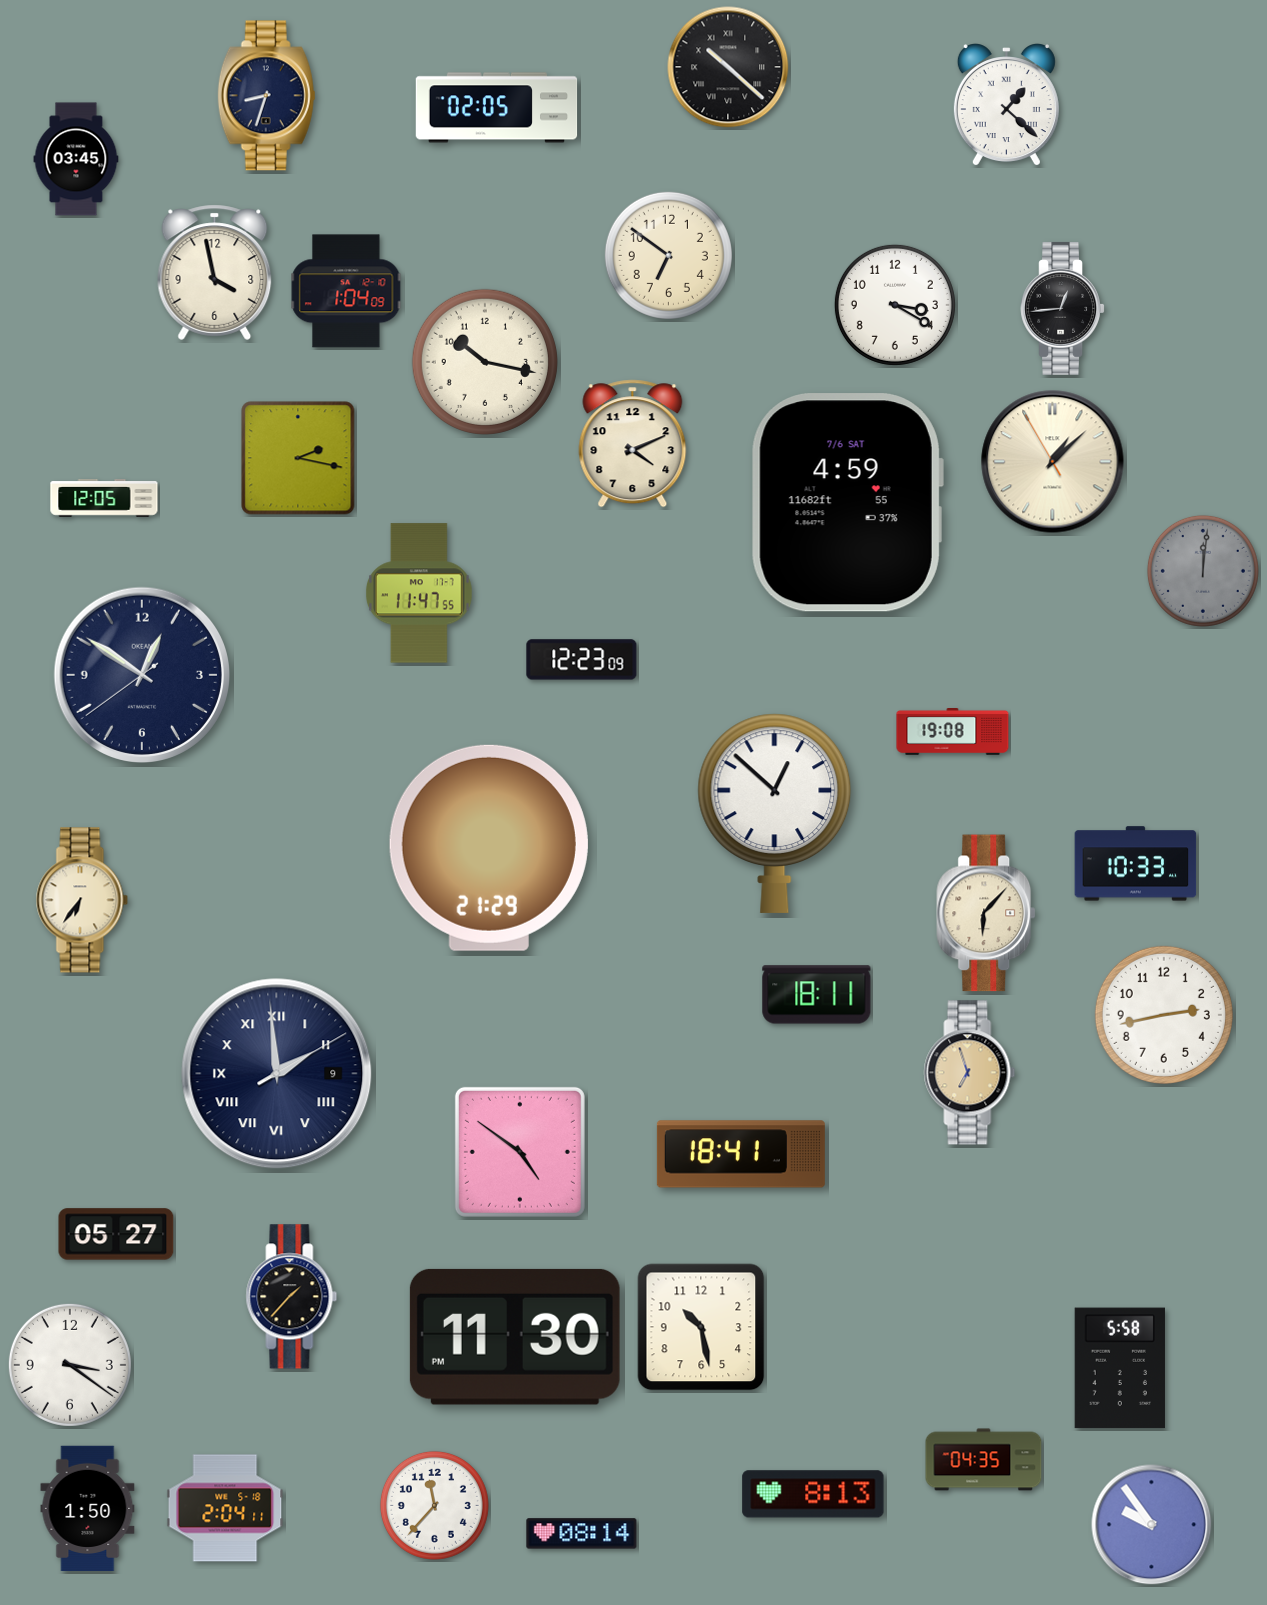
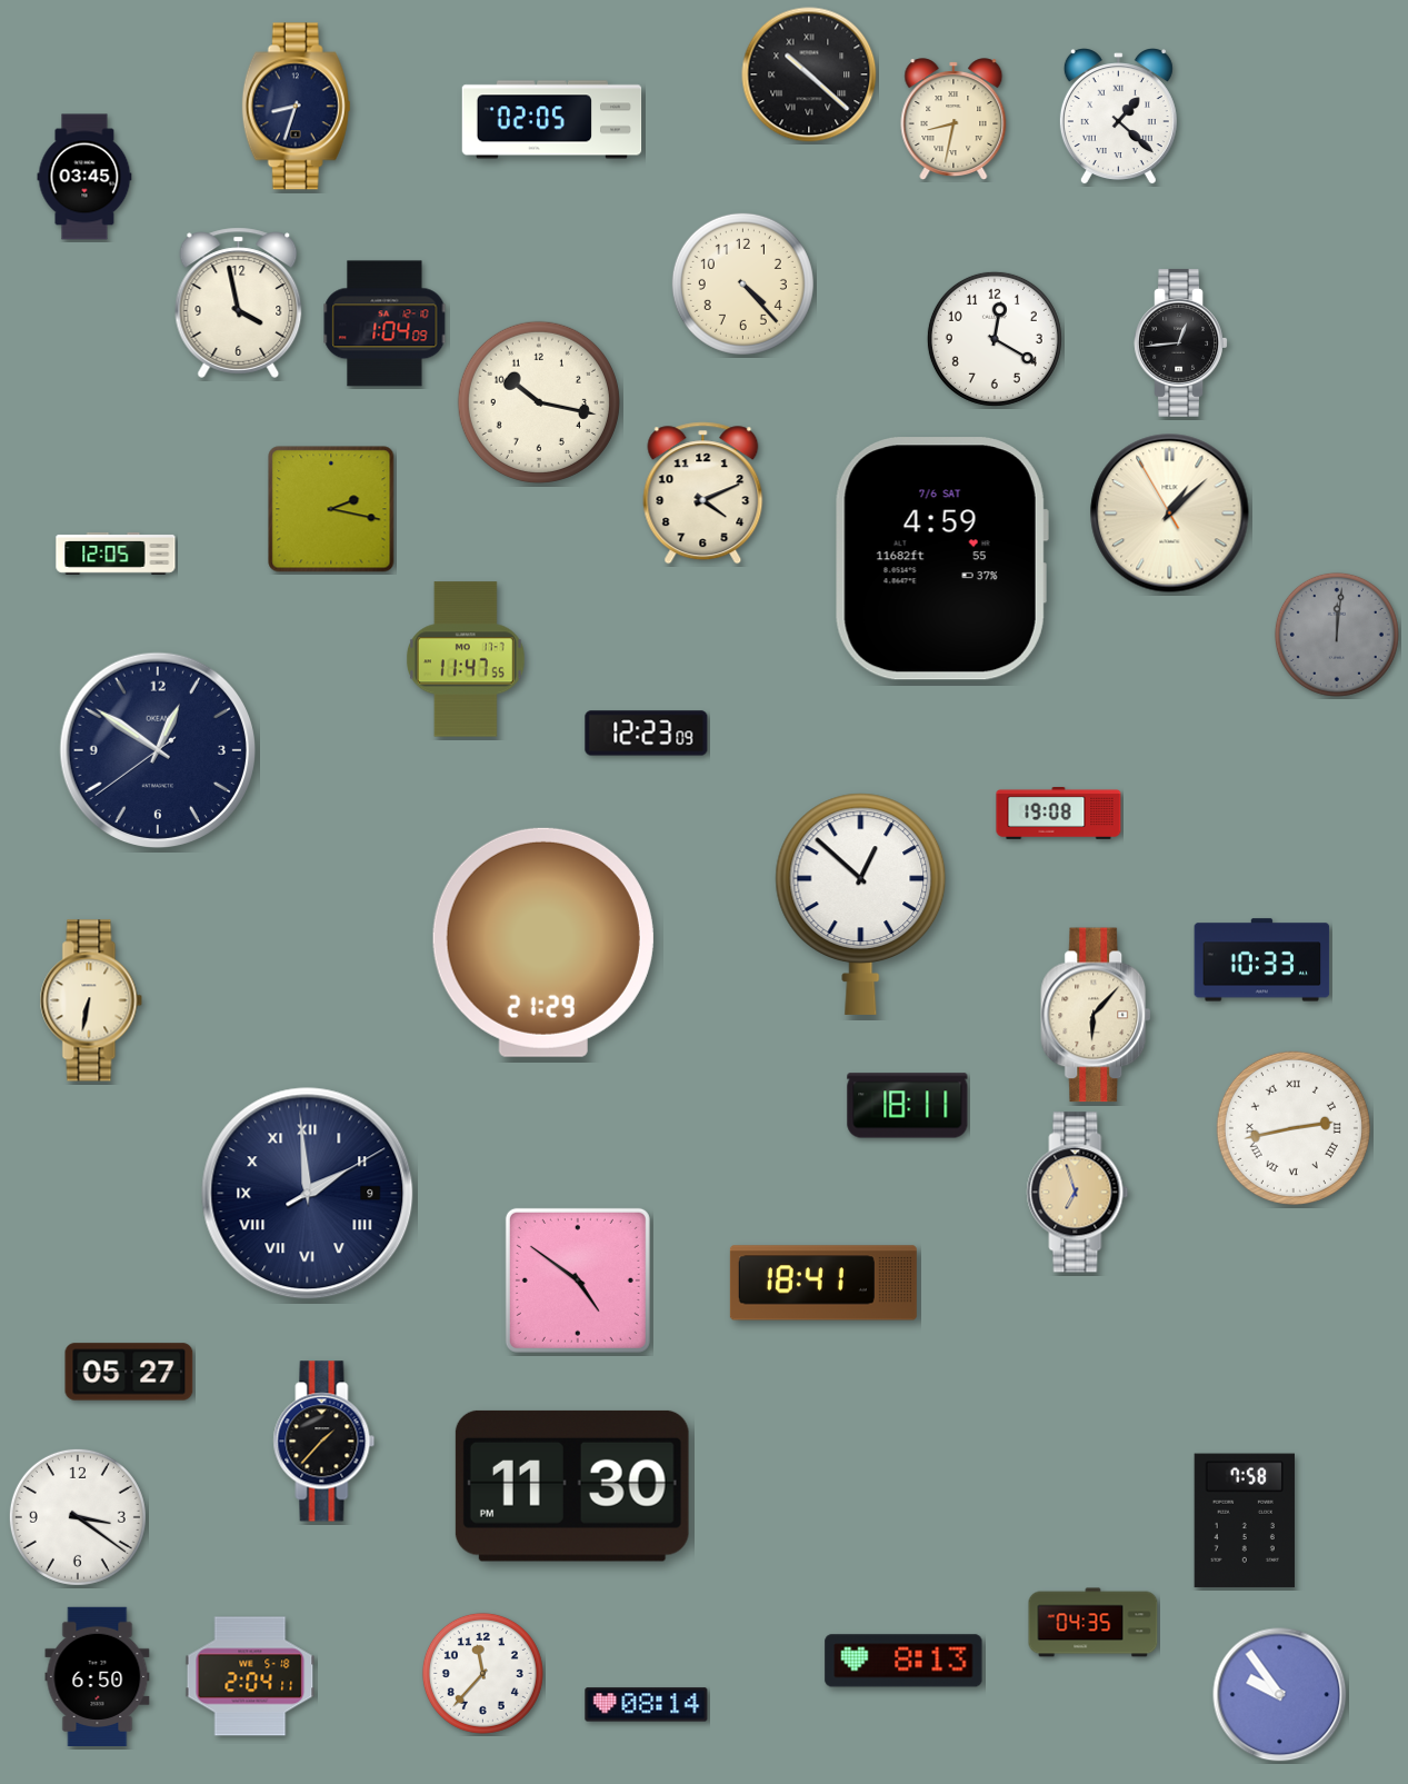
clock at (953, 119): none -> 8:32
clock at (668, 255): 6:51 -> 4:23
clock at (895, 305): 3:20 -> 12:20
clock at (82, 900): 6:36 -> 6:32
clock at (1164, 1015) numerals: Arabic -> Roman
clock at (701, 1327): 10:28 -> none
clock at (1120, 1368): 5:58 -> 7:58
clock at (88, 1508): 1:50 -> 6:50
